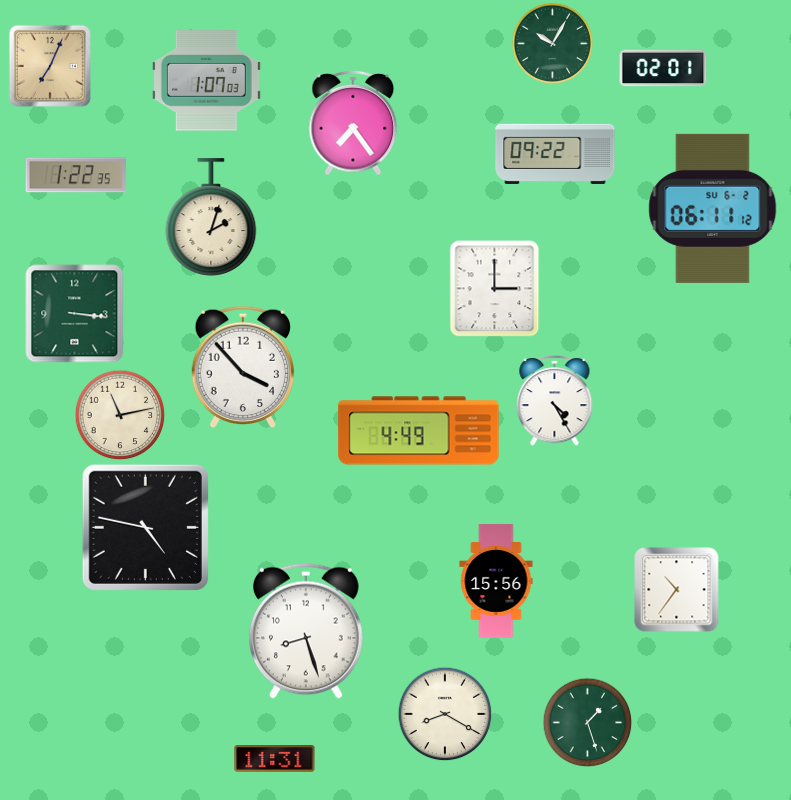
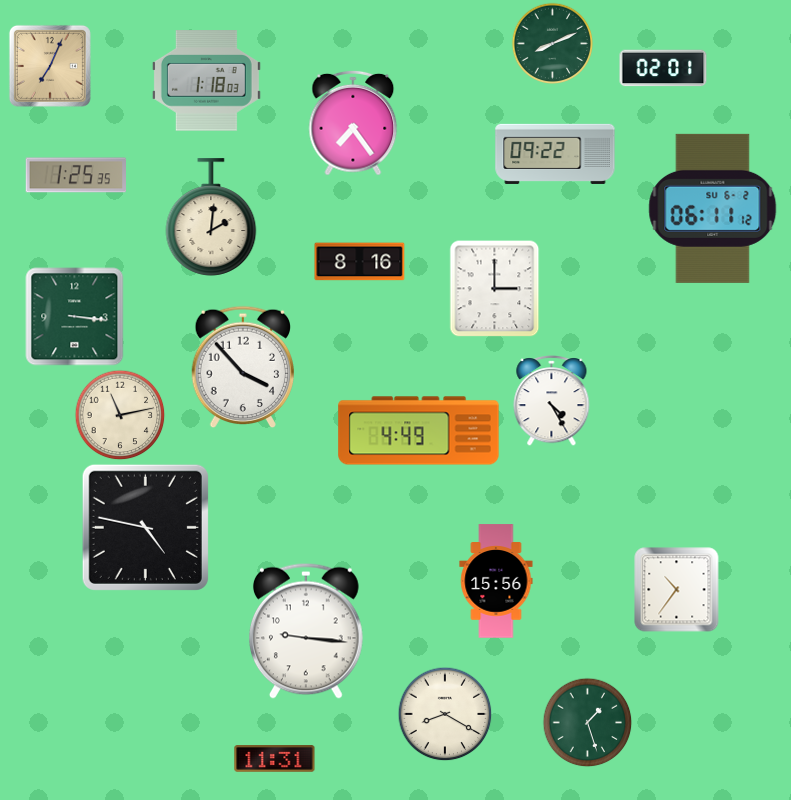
clock at (552, 43): 10:05 -> 8:11
clock at (206, 81): 1:07 -> 1:18
clock at (76, 175): 1:22 -> 1:25
clock at (211, 217): 2:03 -> 2:01
clock at (360, 262): none -> 8:16
clock at (75, 314) position: (75, 314) -> (75, 317)
clock at (555, 401) position: (555, 401) -> (552, 401)
clock at (307, 631): 8:27 -> 9:16
